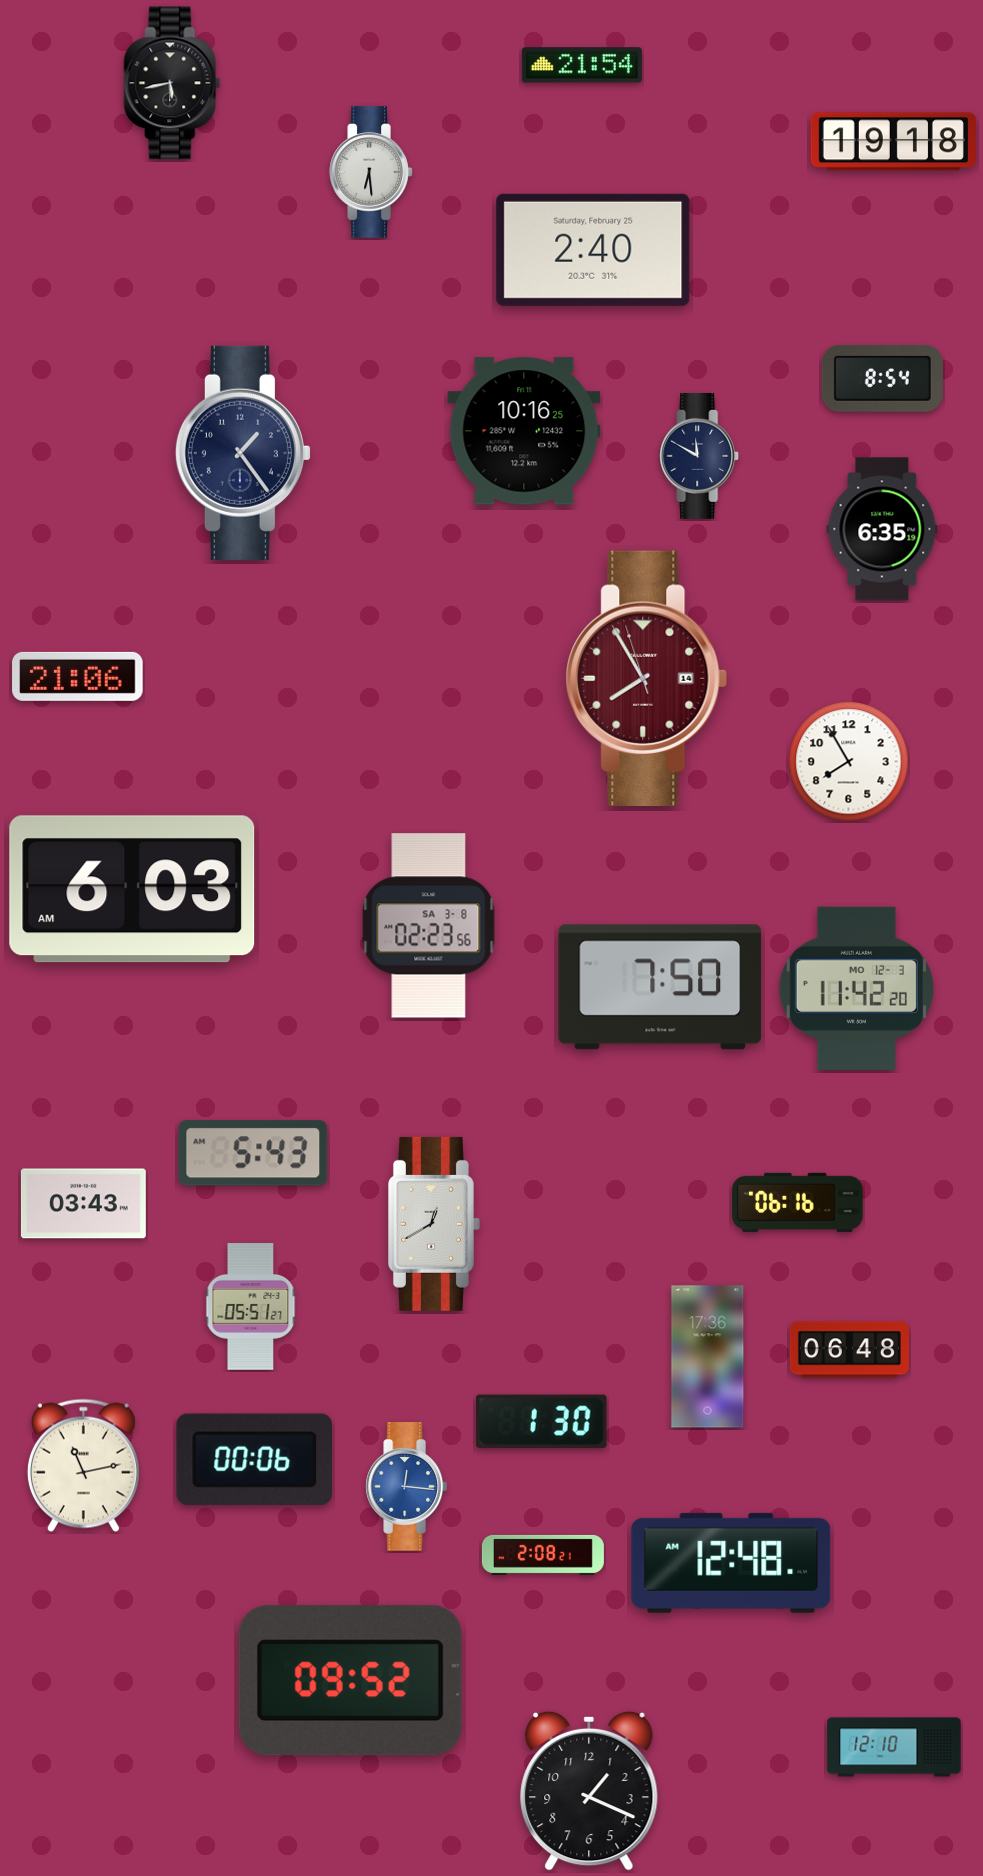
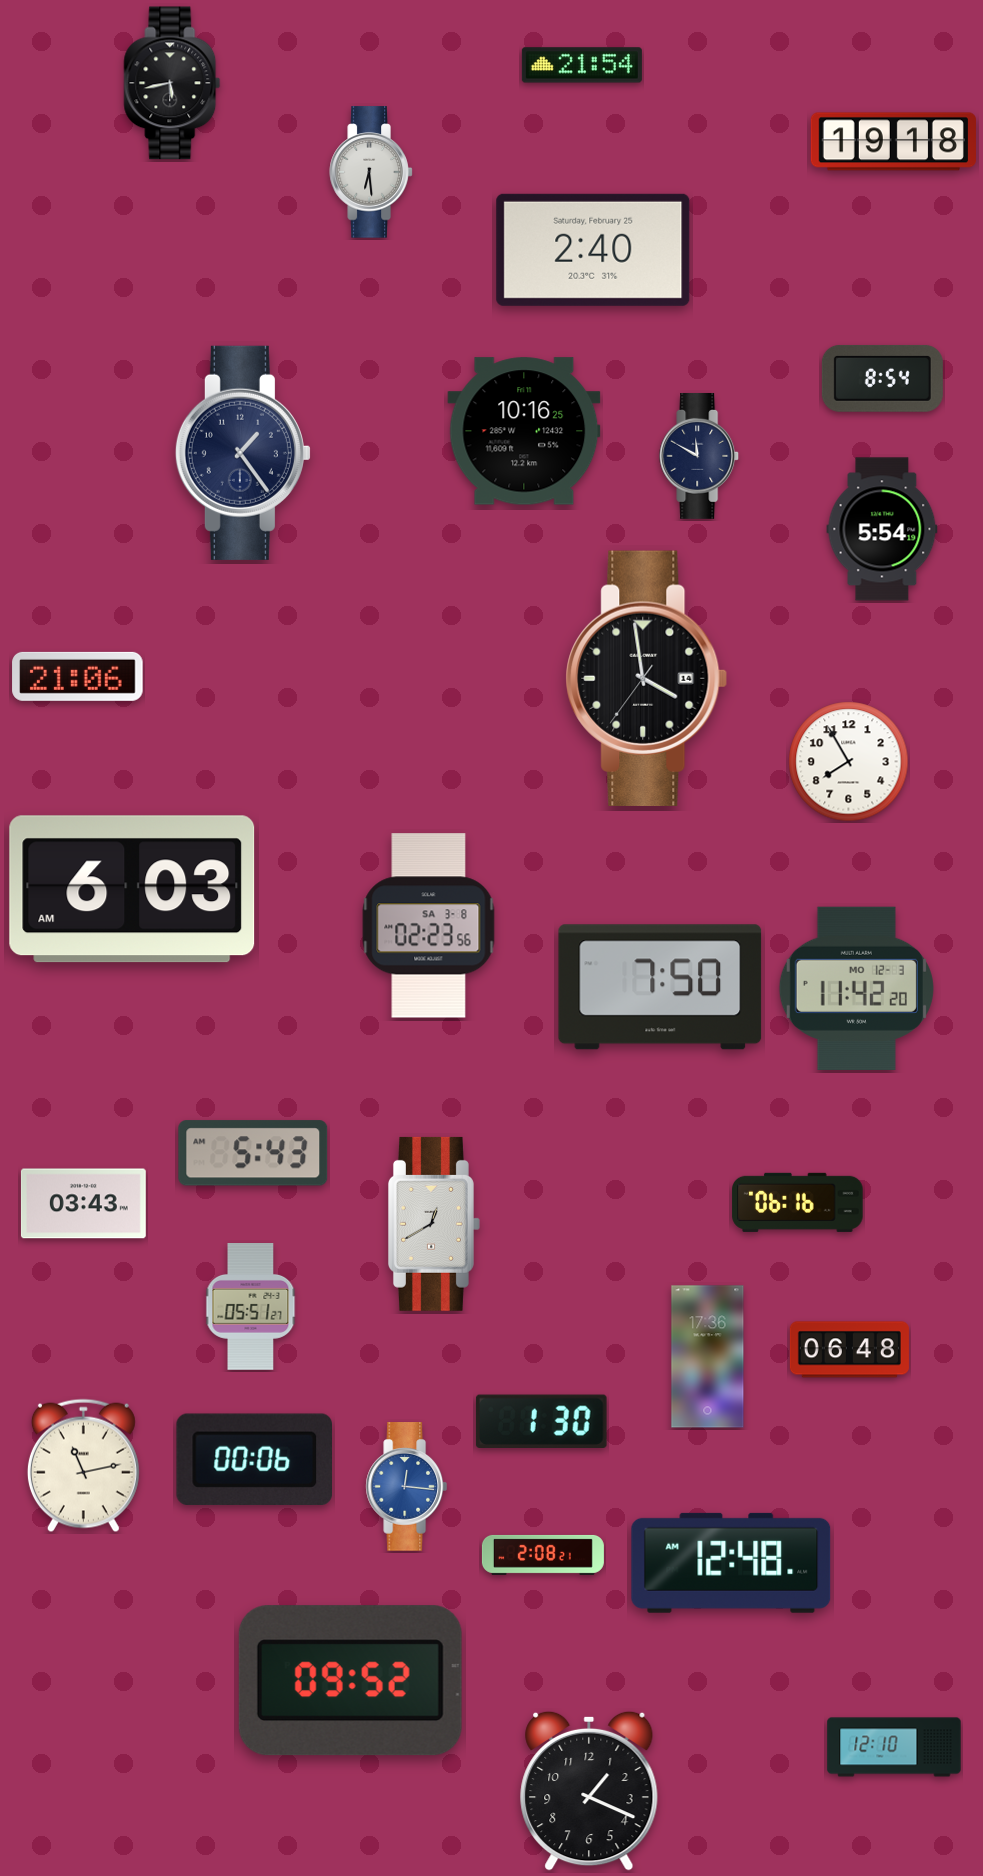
clock at (882, 529): 6:35 -> 5:54
clock at (647, 678): 7:54 -> 3:58
clock at (647, 678) dial: burgundy -> black
